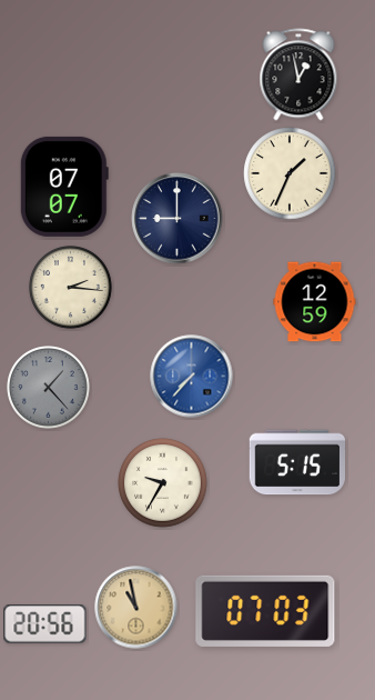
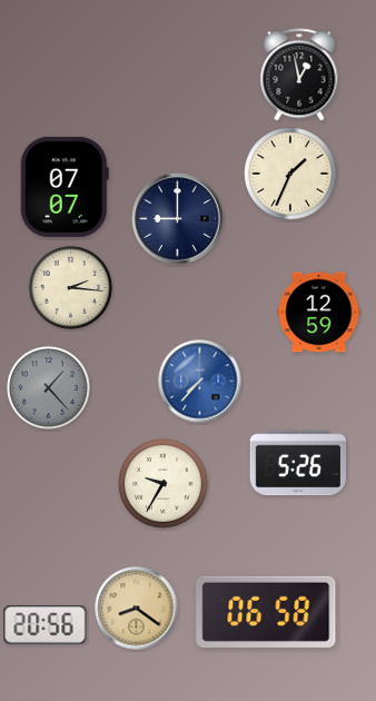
clock at (315, 302) position: (315, 302) -> (319, 313)
clock at (192, 377) position: (192, 377) -> (200, 382)
clock at (296, 462): 5:15 -> 5:26
clock at (136, 608): 10:58 -> 8:21
clock at (265, 611): 07:03 -> 06:58
